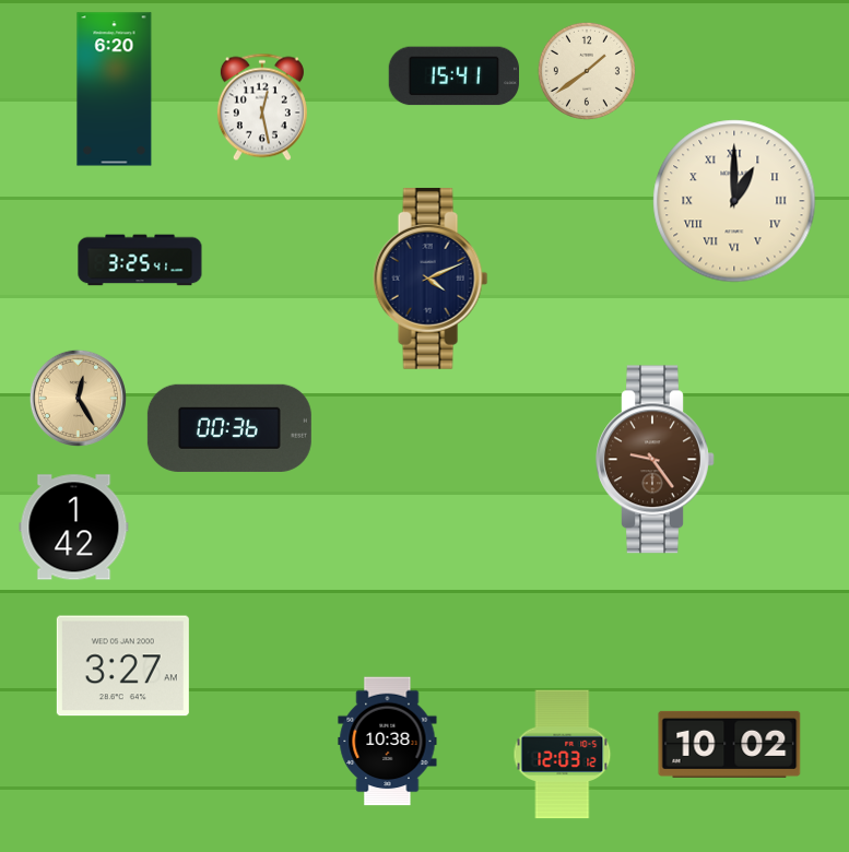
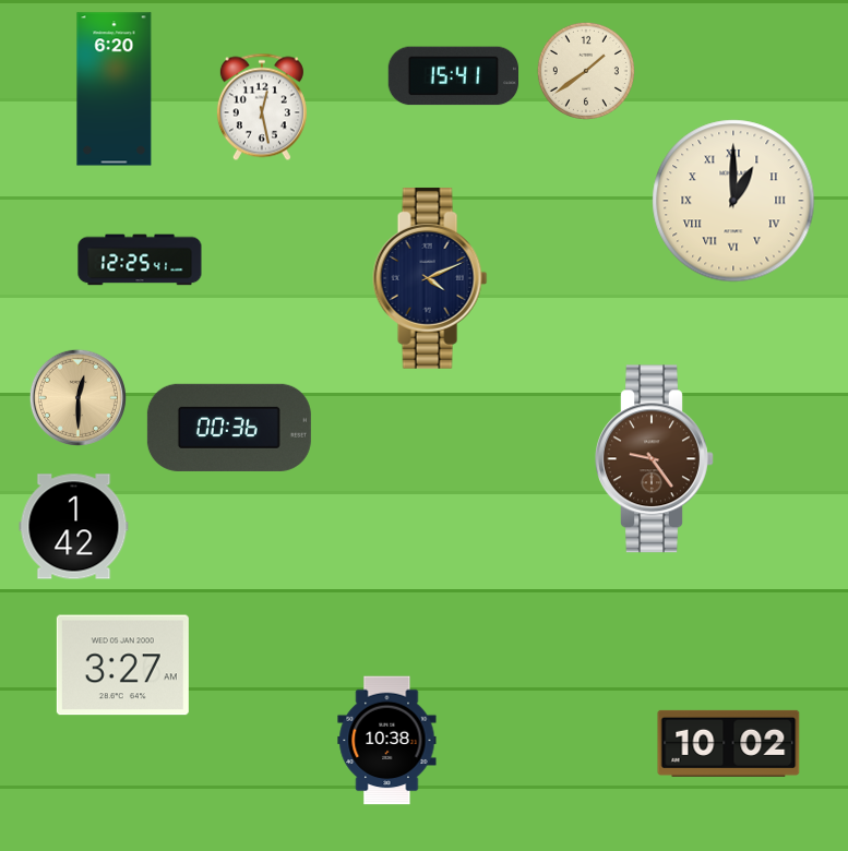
clock at (140, 260): 3:25 -> 12:25
clock at (78, 398): 12:25 -> 12:30
clock at (563, 755): 12:03 -> none
